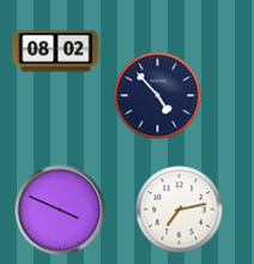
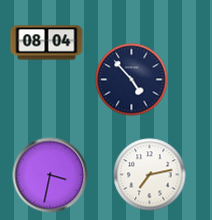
clock at (56, 52): 08:02 -> 08:04
clock at (60, 210): 3:49 -> 3:32
